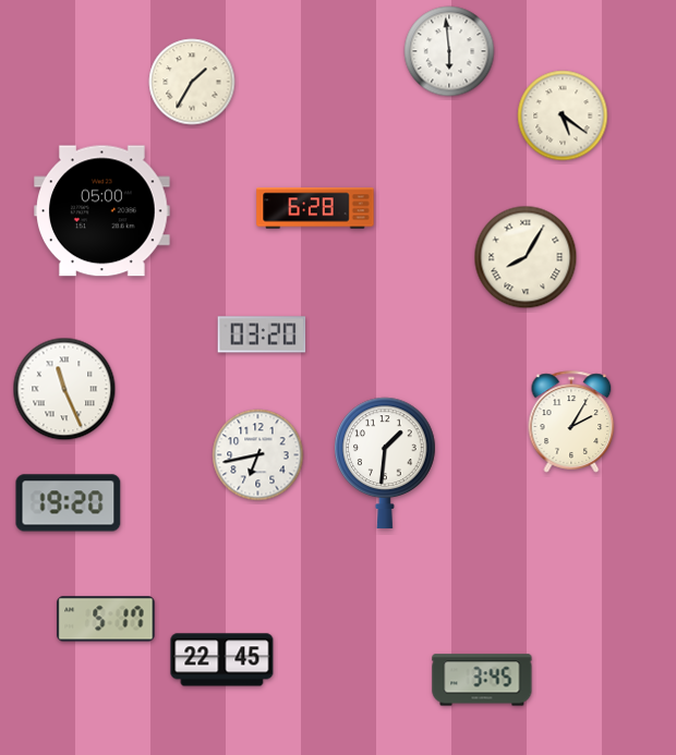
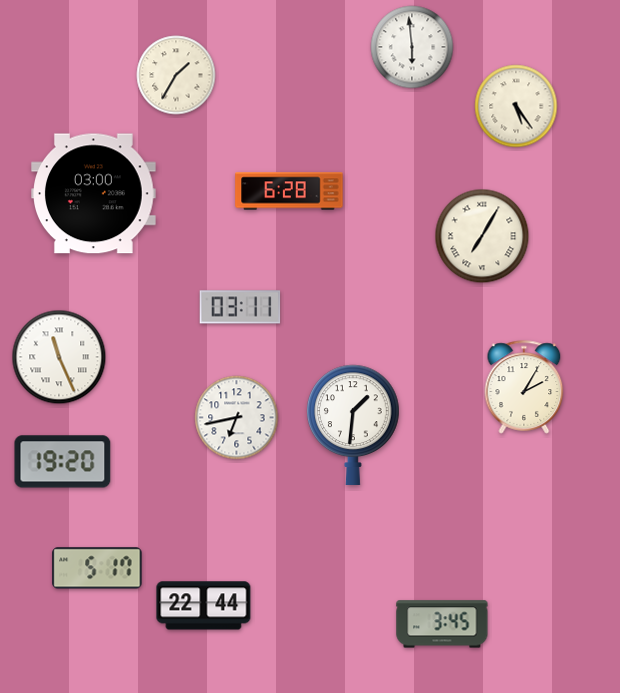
clock at (563, 115): 5:21 -> 5:24
clock at (102, 211): 05:00 -> 03:00
clock at (526, 257): 8:05 -> 7:05
clock at (262, 334): 03:20 -> 03:11
clock at (222, 660): 22:45 -> 22:44
